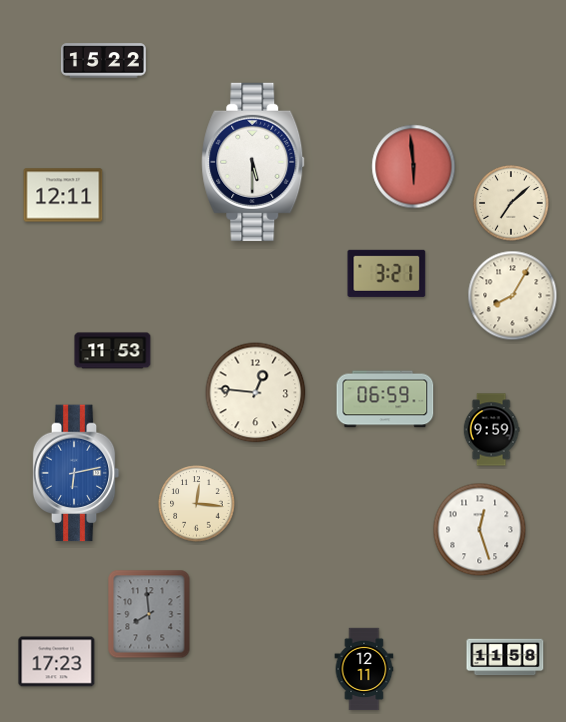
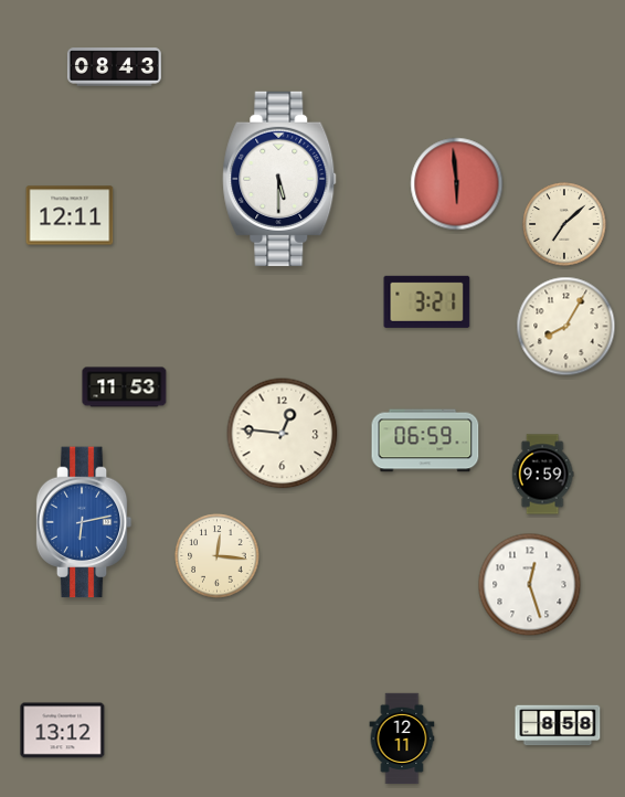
clock at (103, 61): 15:22 -> 08:43
clock at (149, 614): 7:59 -> none
clock at (505, 657): 11:58 -> 8:58
clock at (57, 662): 17:23 -> 13:12
